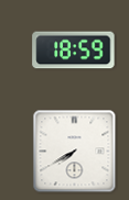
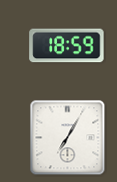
clock at (75, 152): 7:40 -> 7:05
